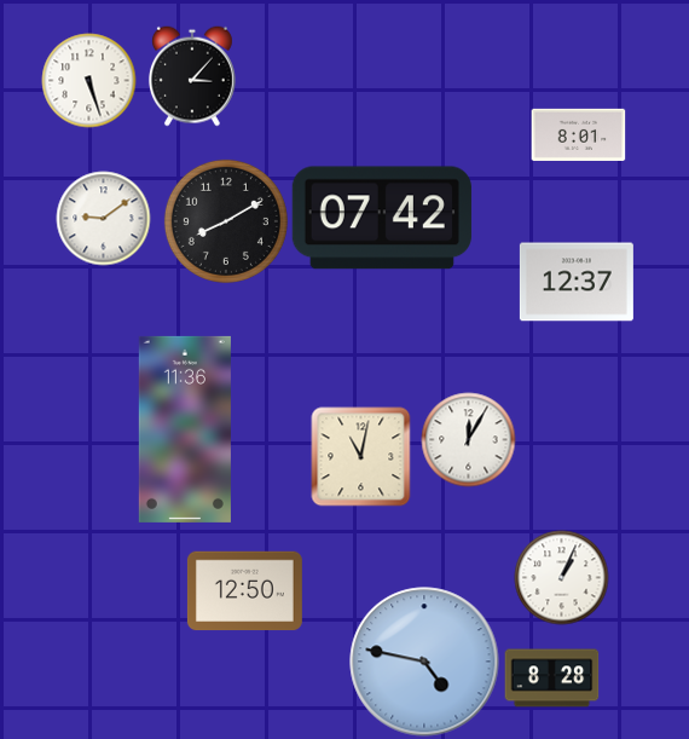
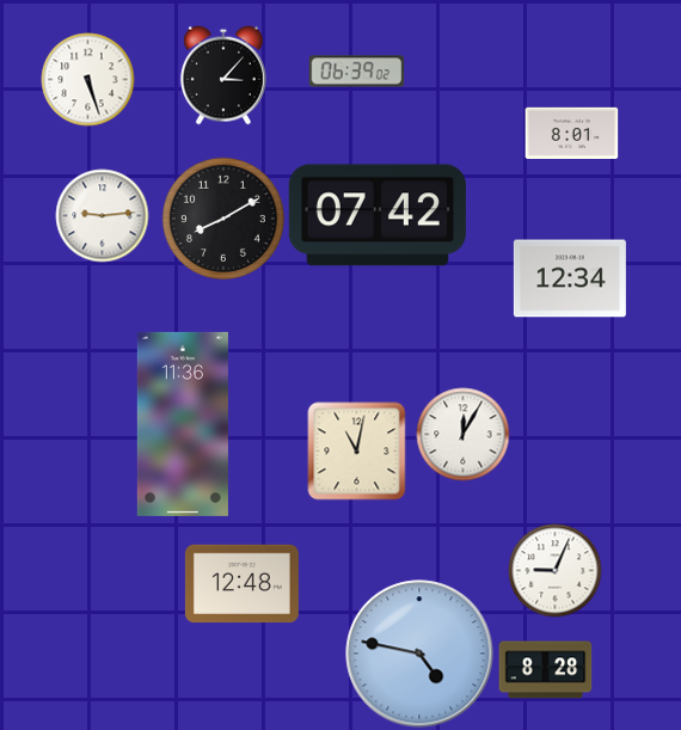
clock at (356, 72): none -> 06:39
clock at (192, 76) position: (192, 76) -> (223, 75)
clock at (103, 218): 9:09 -> 9:14
clock at (577, 282): 12:37 -> 12:34
clock at (561, 577): 1:04 -> 9:04
clock at (244, 591): 12:50 -> 12:48
